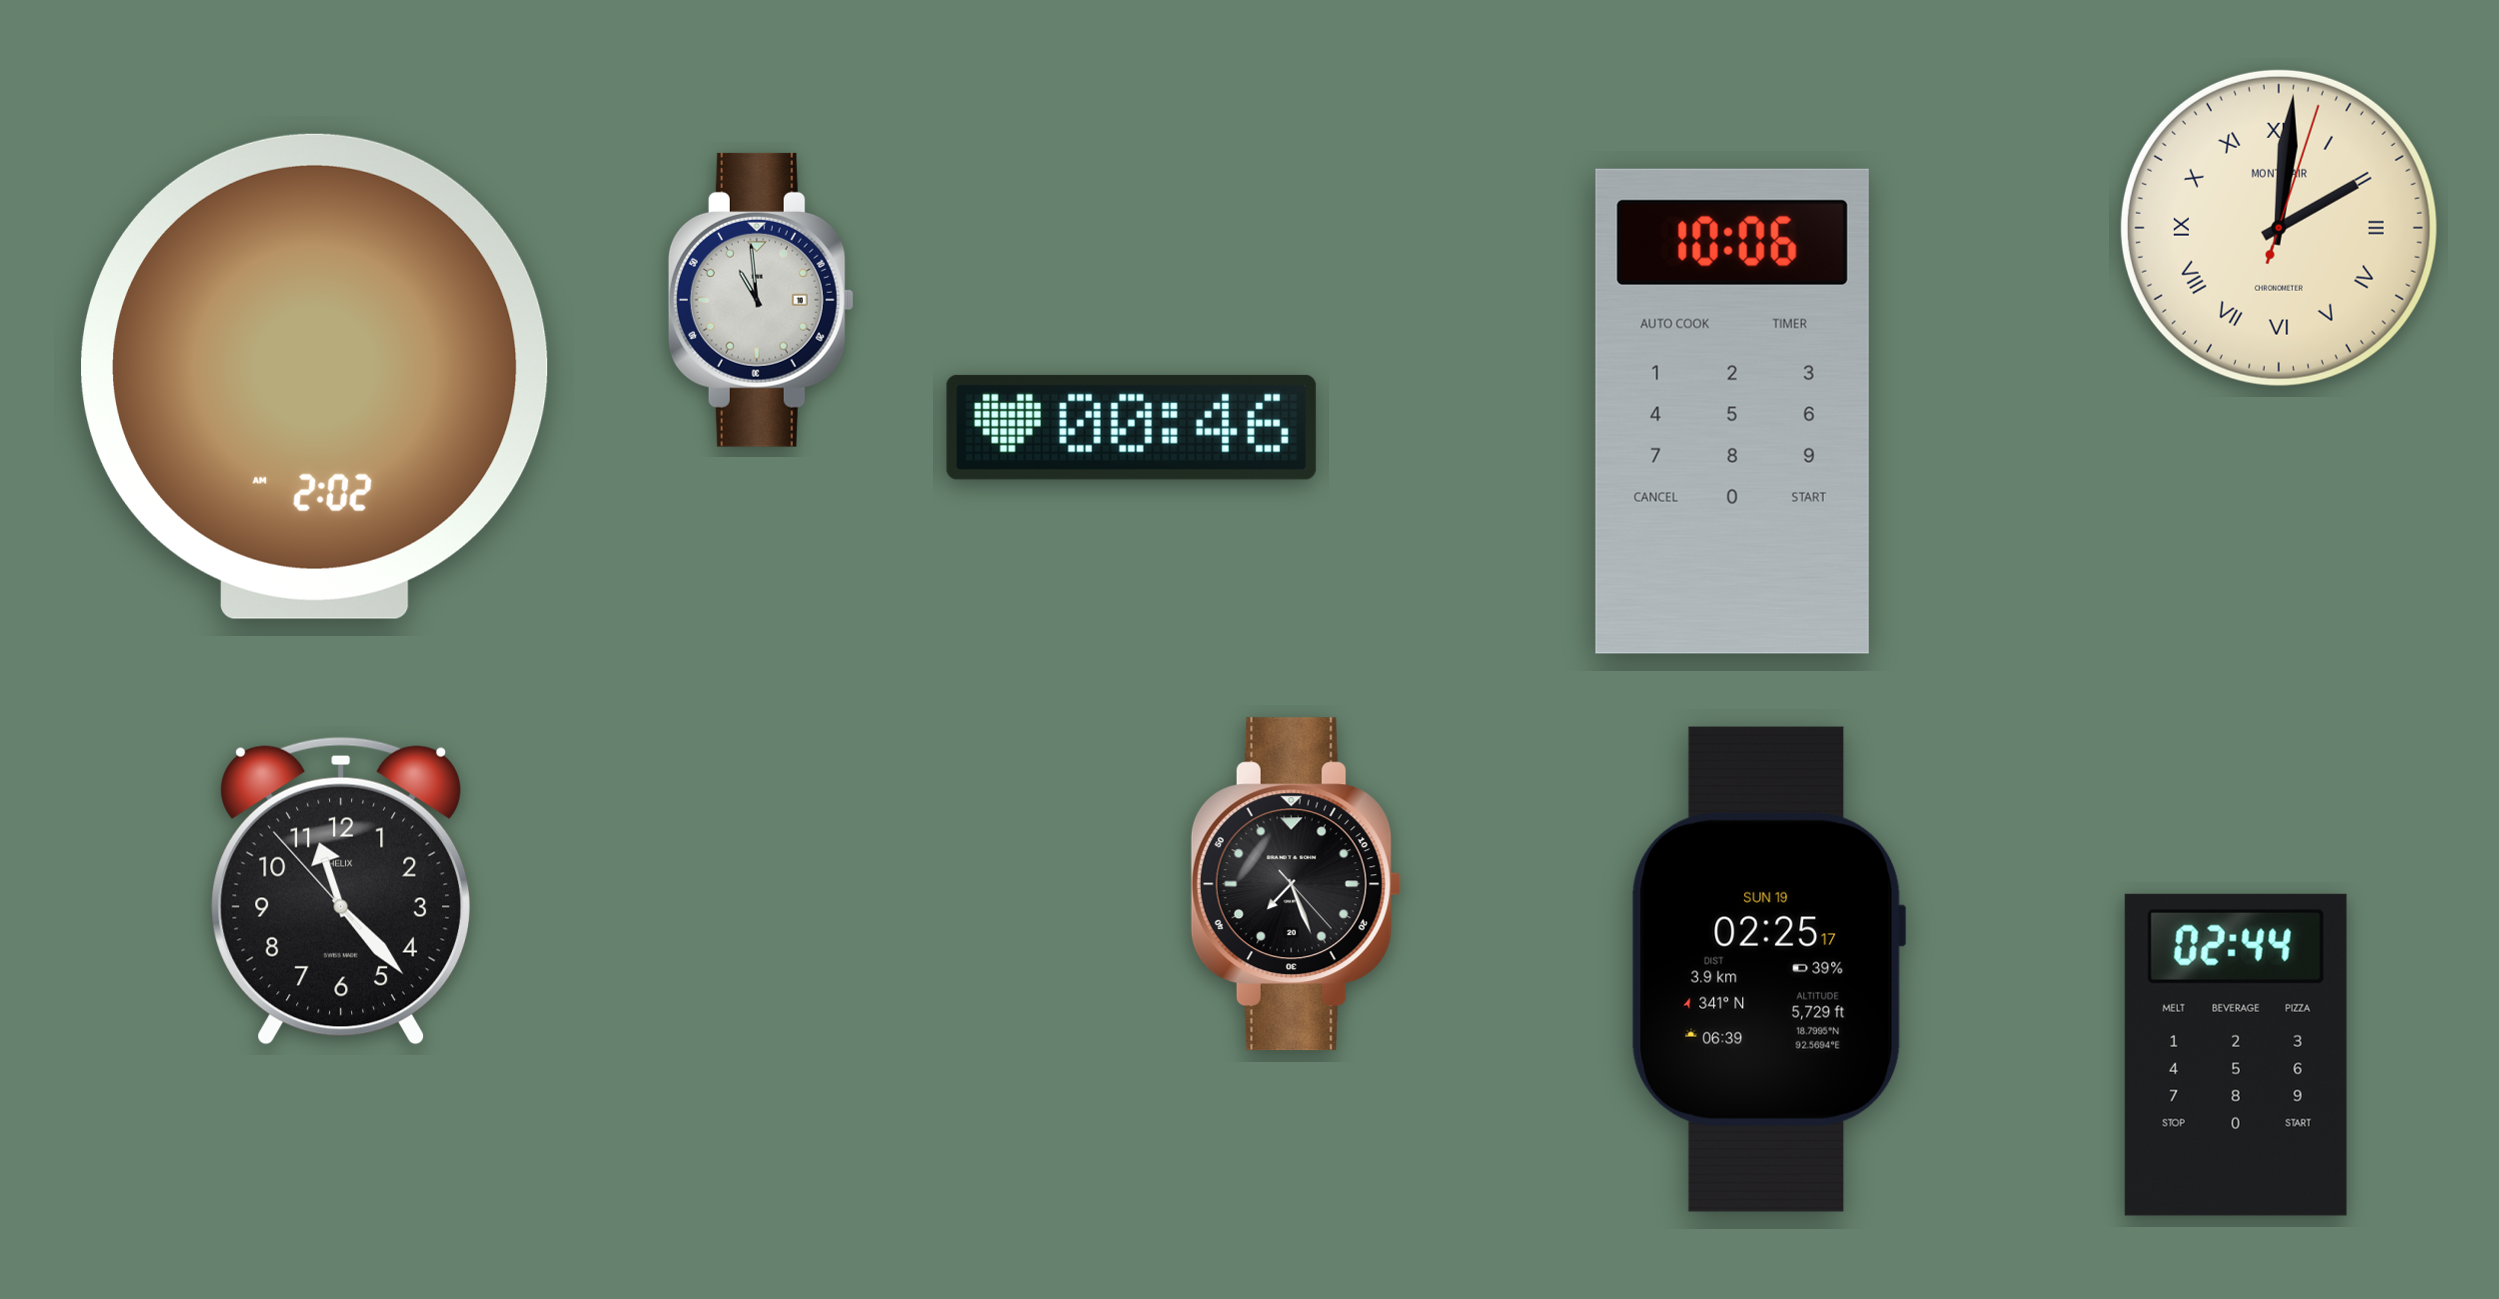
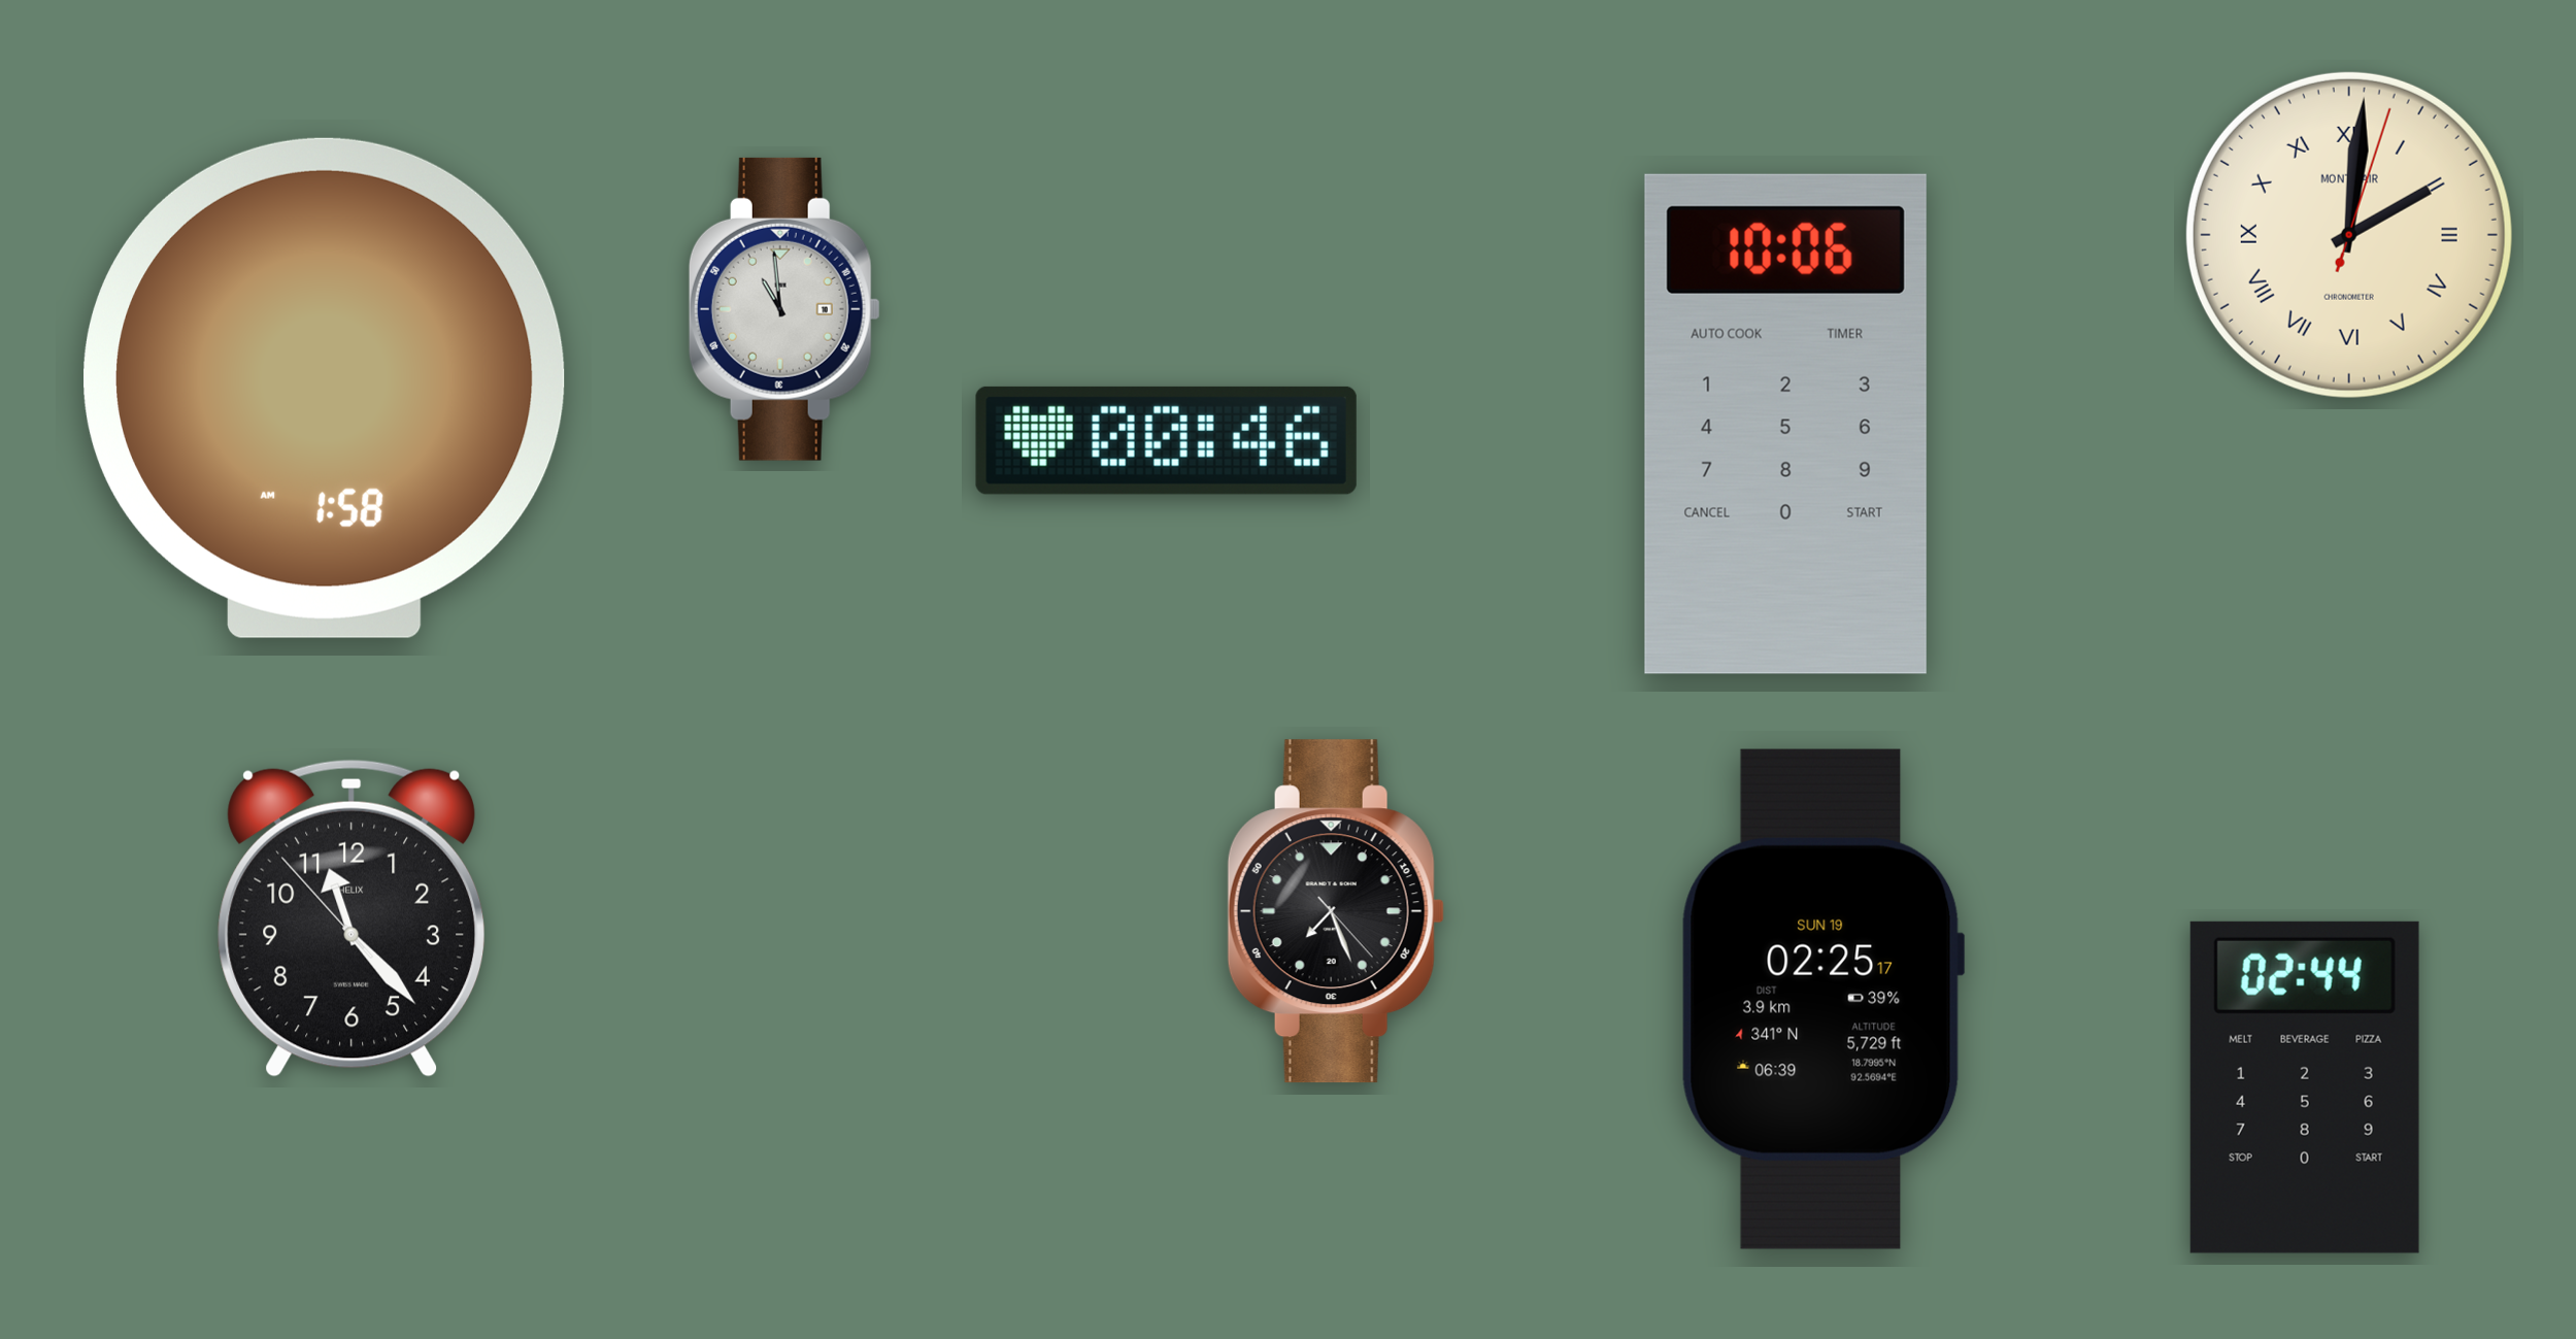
clock at (315, 376): 2:02 -> 1:58
